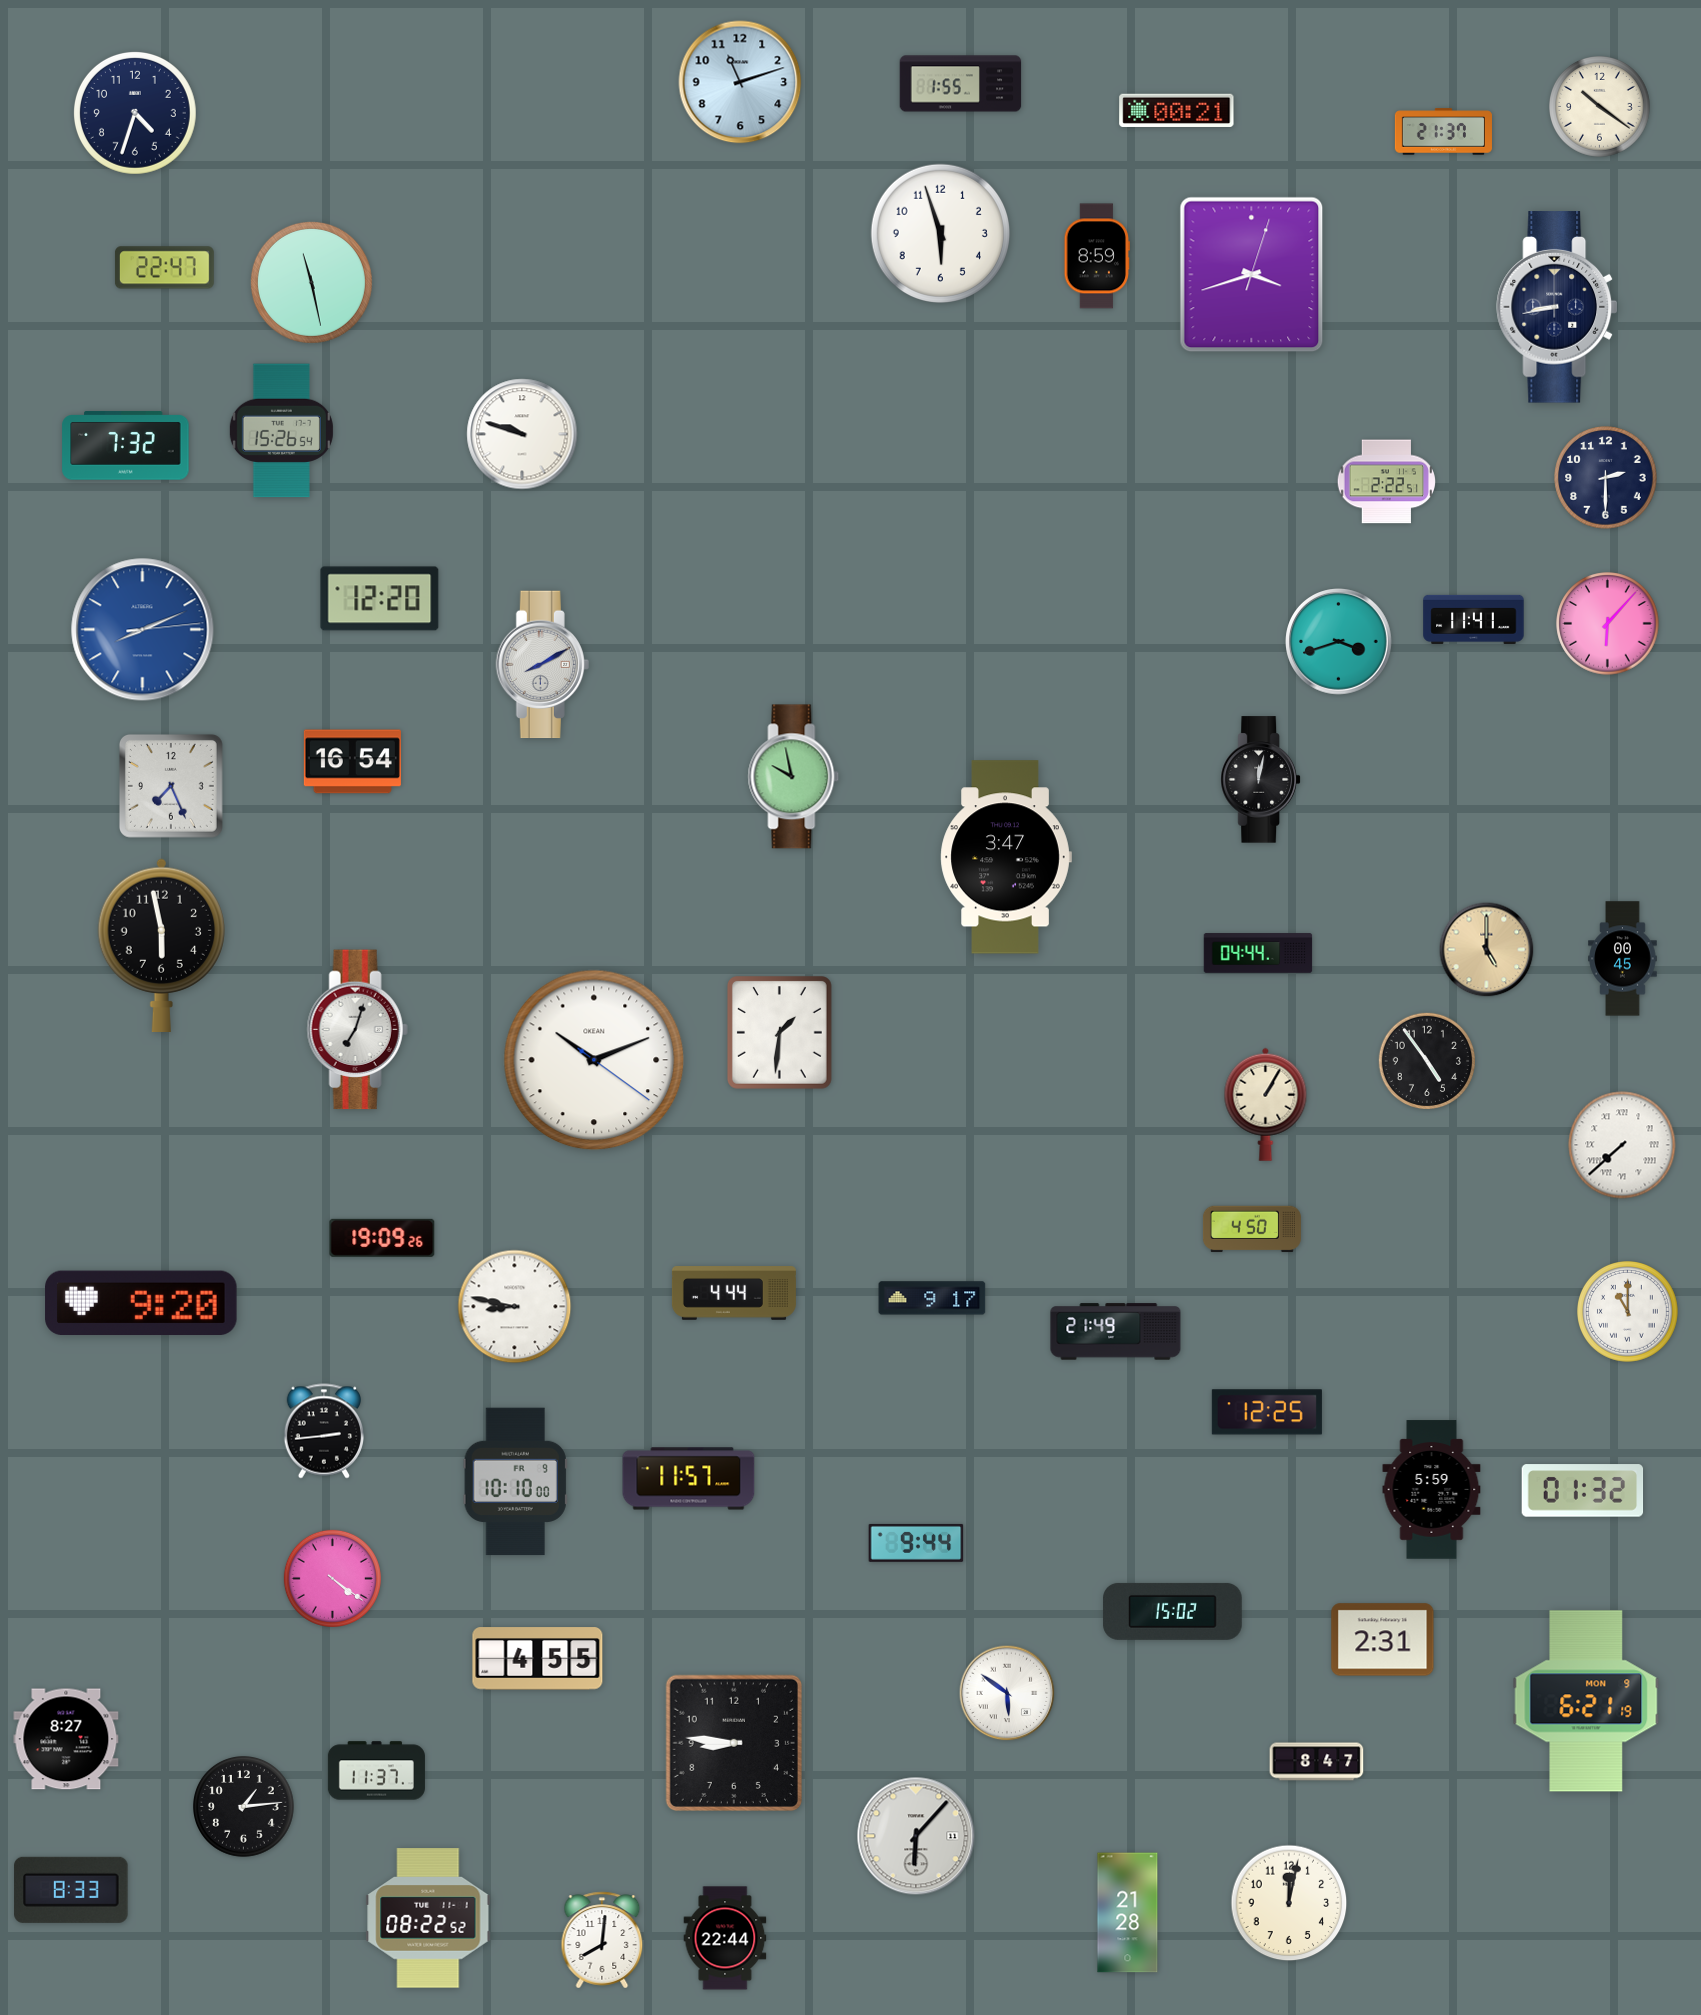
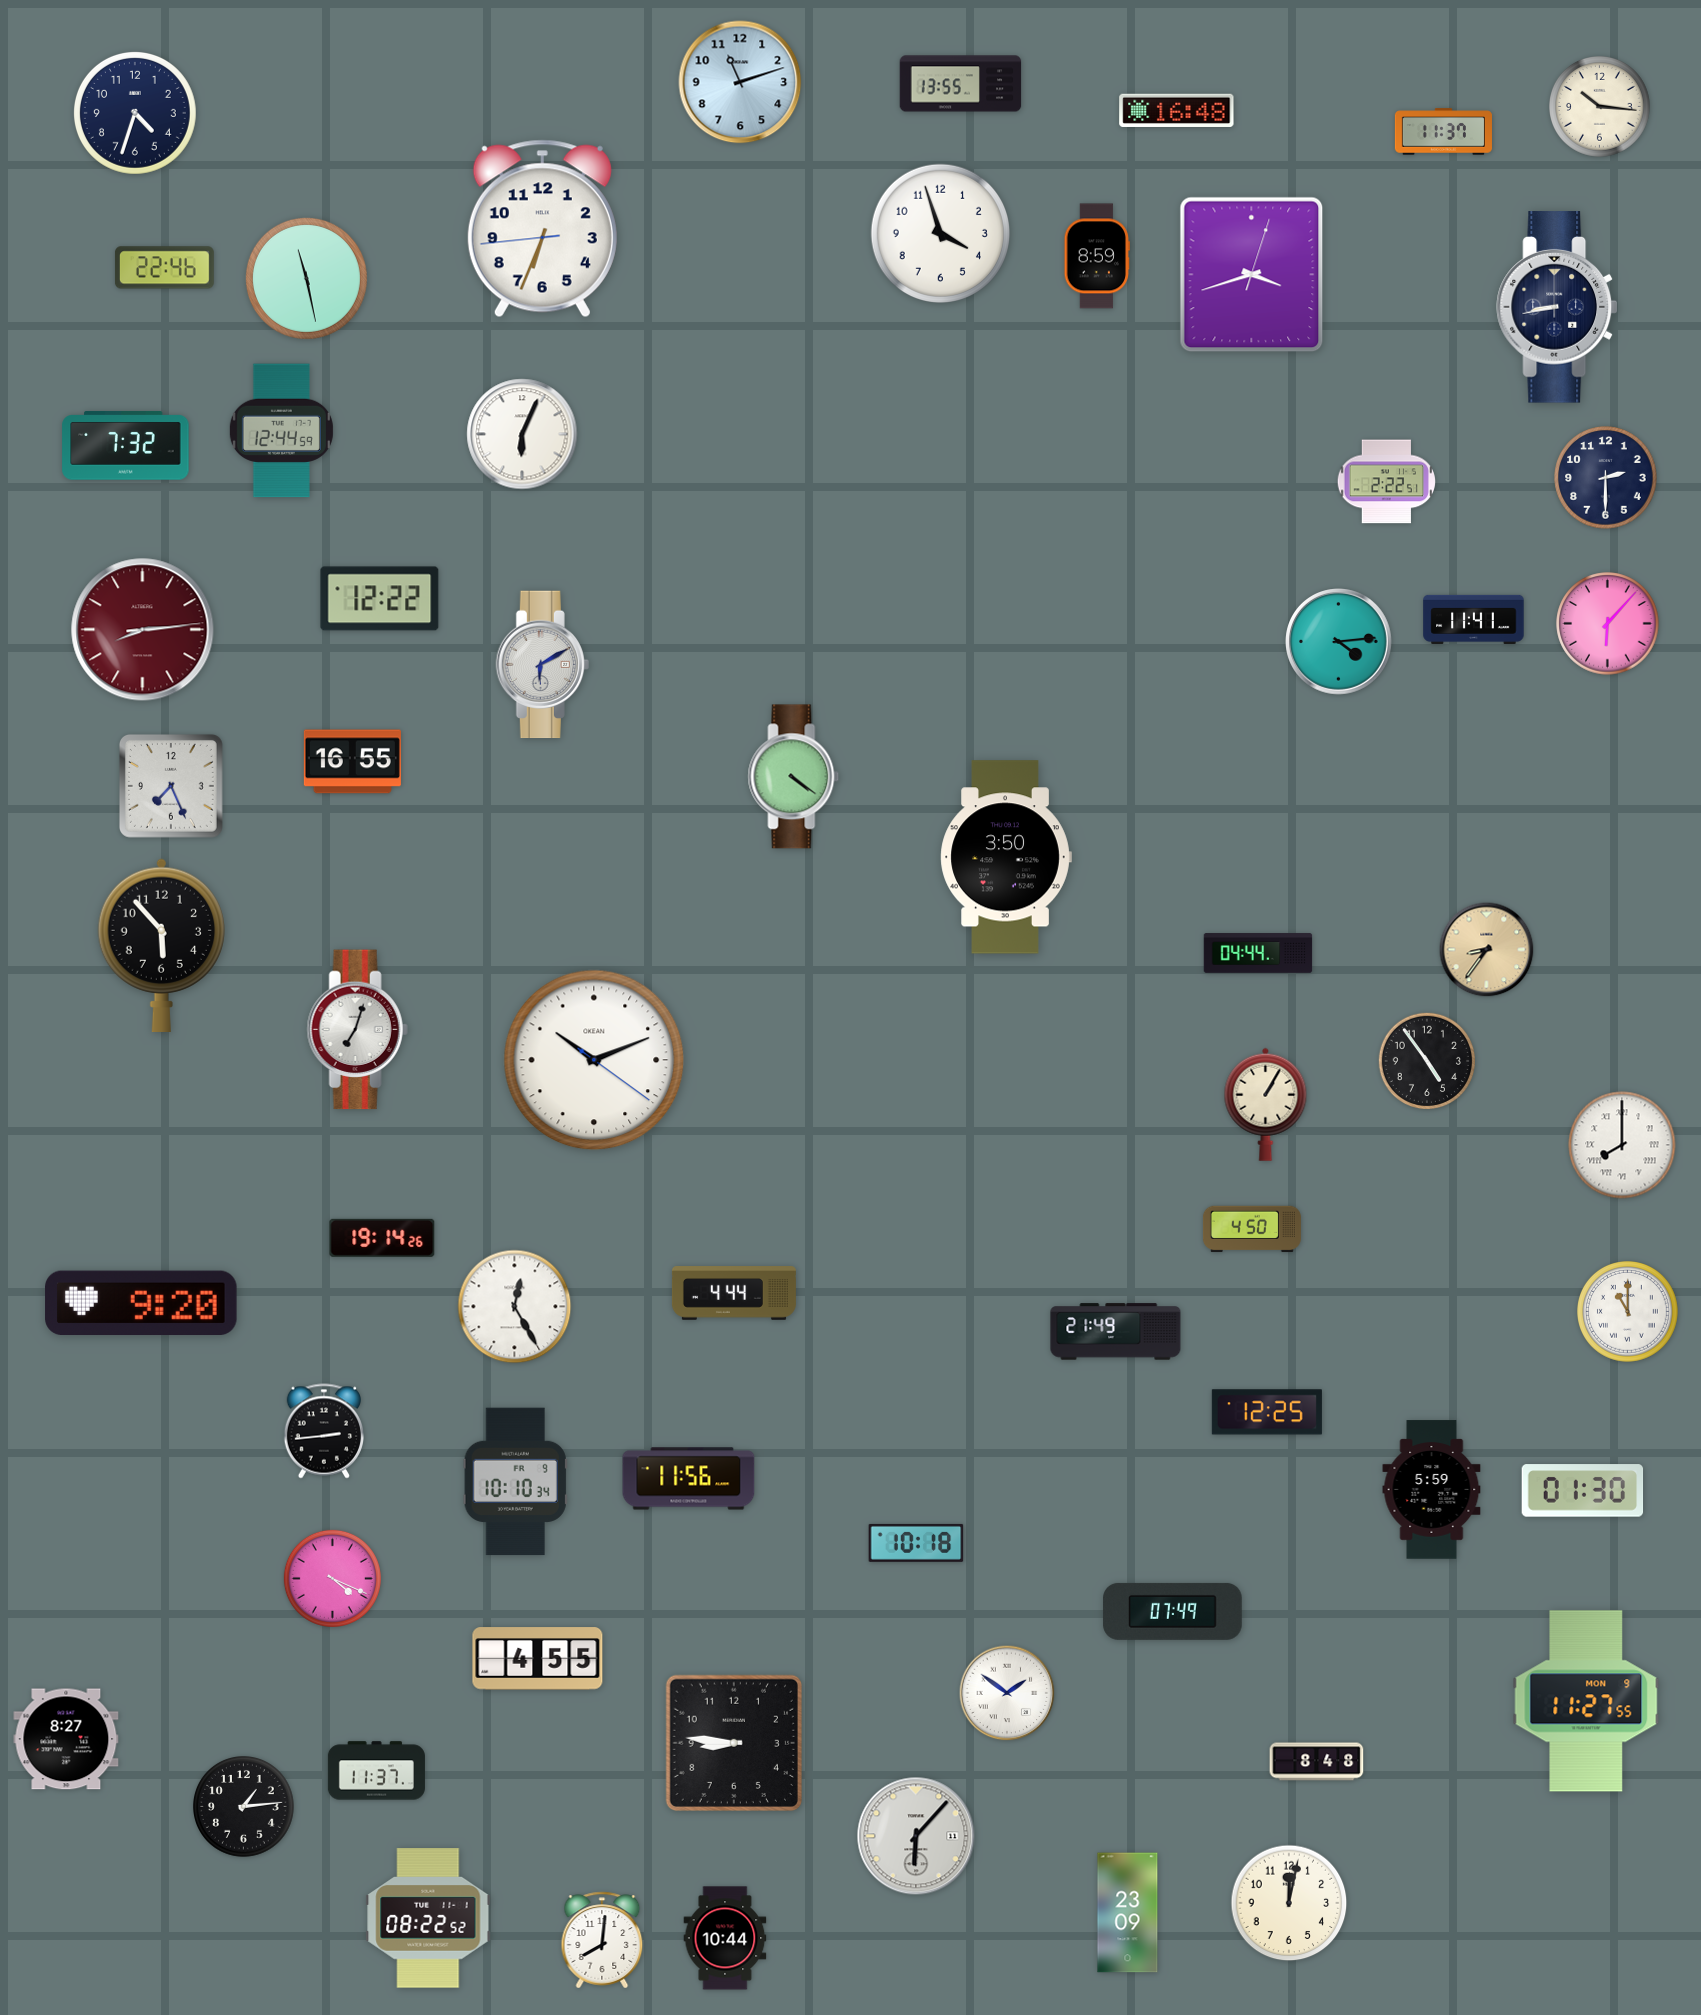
clock at (961, 84): 1:55 -> 13:55
clock at (1600, 107): 10:21 -> 10:16
clock at (1177, 110): 00:21 -> 16:48
clock at (1443, 132): 21:37 -> 11:37
clock at (542, 229): none -> 6:33
clock at (940, 233): 5:57 -> 3:57
clock at (164, 268): 22:47 -> 22:46
clock at (311, 282) position: (311, 282) -> (306, 278)
clock at (281, 431): 15:26 -> 12:44
clock at (522, 434): 9:48 -> 6:04
clock at (380, 599): 12:20 -> 12:22
clock at (143, 630): 8:11 -> 8:14
clock at (143, 630) dial: blue -> burgundy
clock at (1339, 642): 3:42 -> 4:14
clock at (542, 665): 8:10 -> 6:10
clock at (352, 762): 16:54 -> 16:55
clock at (794, 777): 9:58 -> 4:21
clock at (1260, 780): 12:02 -> none
clock at (1006, 857): 3:47 -> 3:50
clock at (161, 945): 5:58 -> 5:53
clock at (1487, 950): 5:00 -> 8:36
clock at (1623, 959): 00:45 -> none
clock at (780, 1033): 1:31 -> none
clock at (1622, 1145): 7:38 -> 8:00
clock at (382, 1238): 19:09 -> 19:14
clock at (932, 1298): 9:17 -> none
clock at (515, 1307): 8:47 -> 12:25
clock at (689, 1479): 11:57 -> 11:56
clock at (515, 1482): 10:10:00 -> 10:10:34
clock at (1583, 1491): 01:32 -> 01:30
clock at (916, 1543): 9:44 -> 10:18
clock at (332, 1578): 4:21 -> 4:19
clock at (1173, 1611): 15:02 -> 07:49
clock at (1383, 1640): 2:31 -> none
clock at (1007, 1693): 5:51 -> 1:51
clock at (1586, 1701): 6:21 -> 11:27
clock at (1317, 1762): 8:47 -> 8:48
clock at (71, 1890): 8:33 -> none
clock at (1128, 1913): 21:28 -> 23:09
clock at (725, 1938): 22:44 -> 10:44
